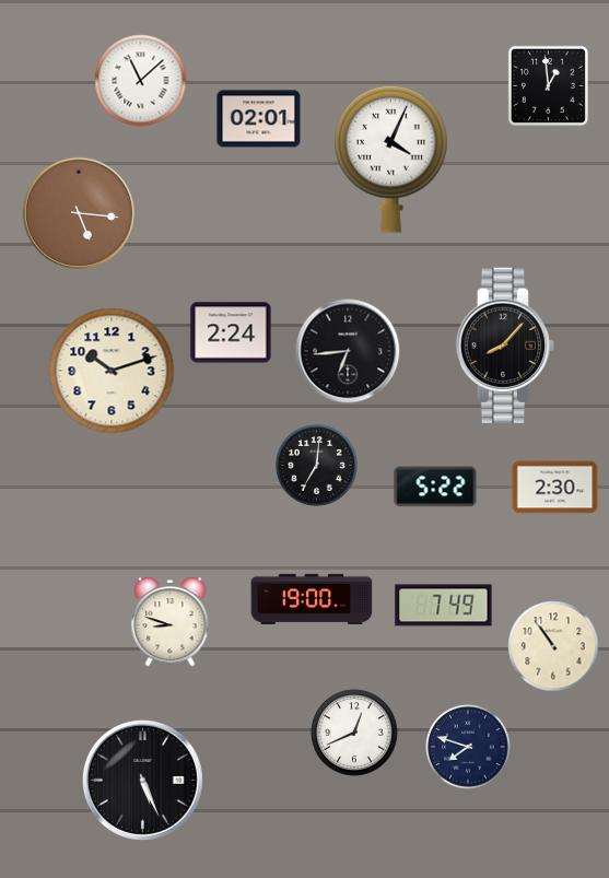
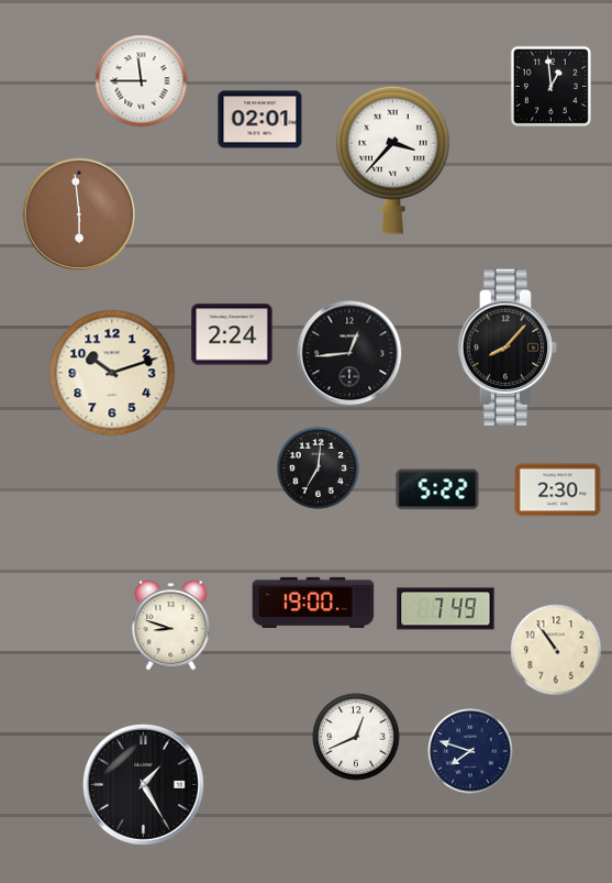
clock at (141, 81): 11:08 -> 11:45
clock at (390, 159): 4:04 -> 3:37
clock at (78, 212): 5:16 -> 5:59
clock at (348, 351): 6:44 -> 12:44
clock at (142, 780): 5:26 -> 1:25
